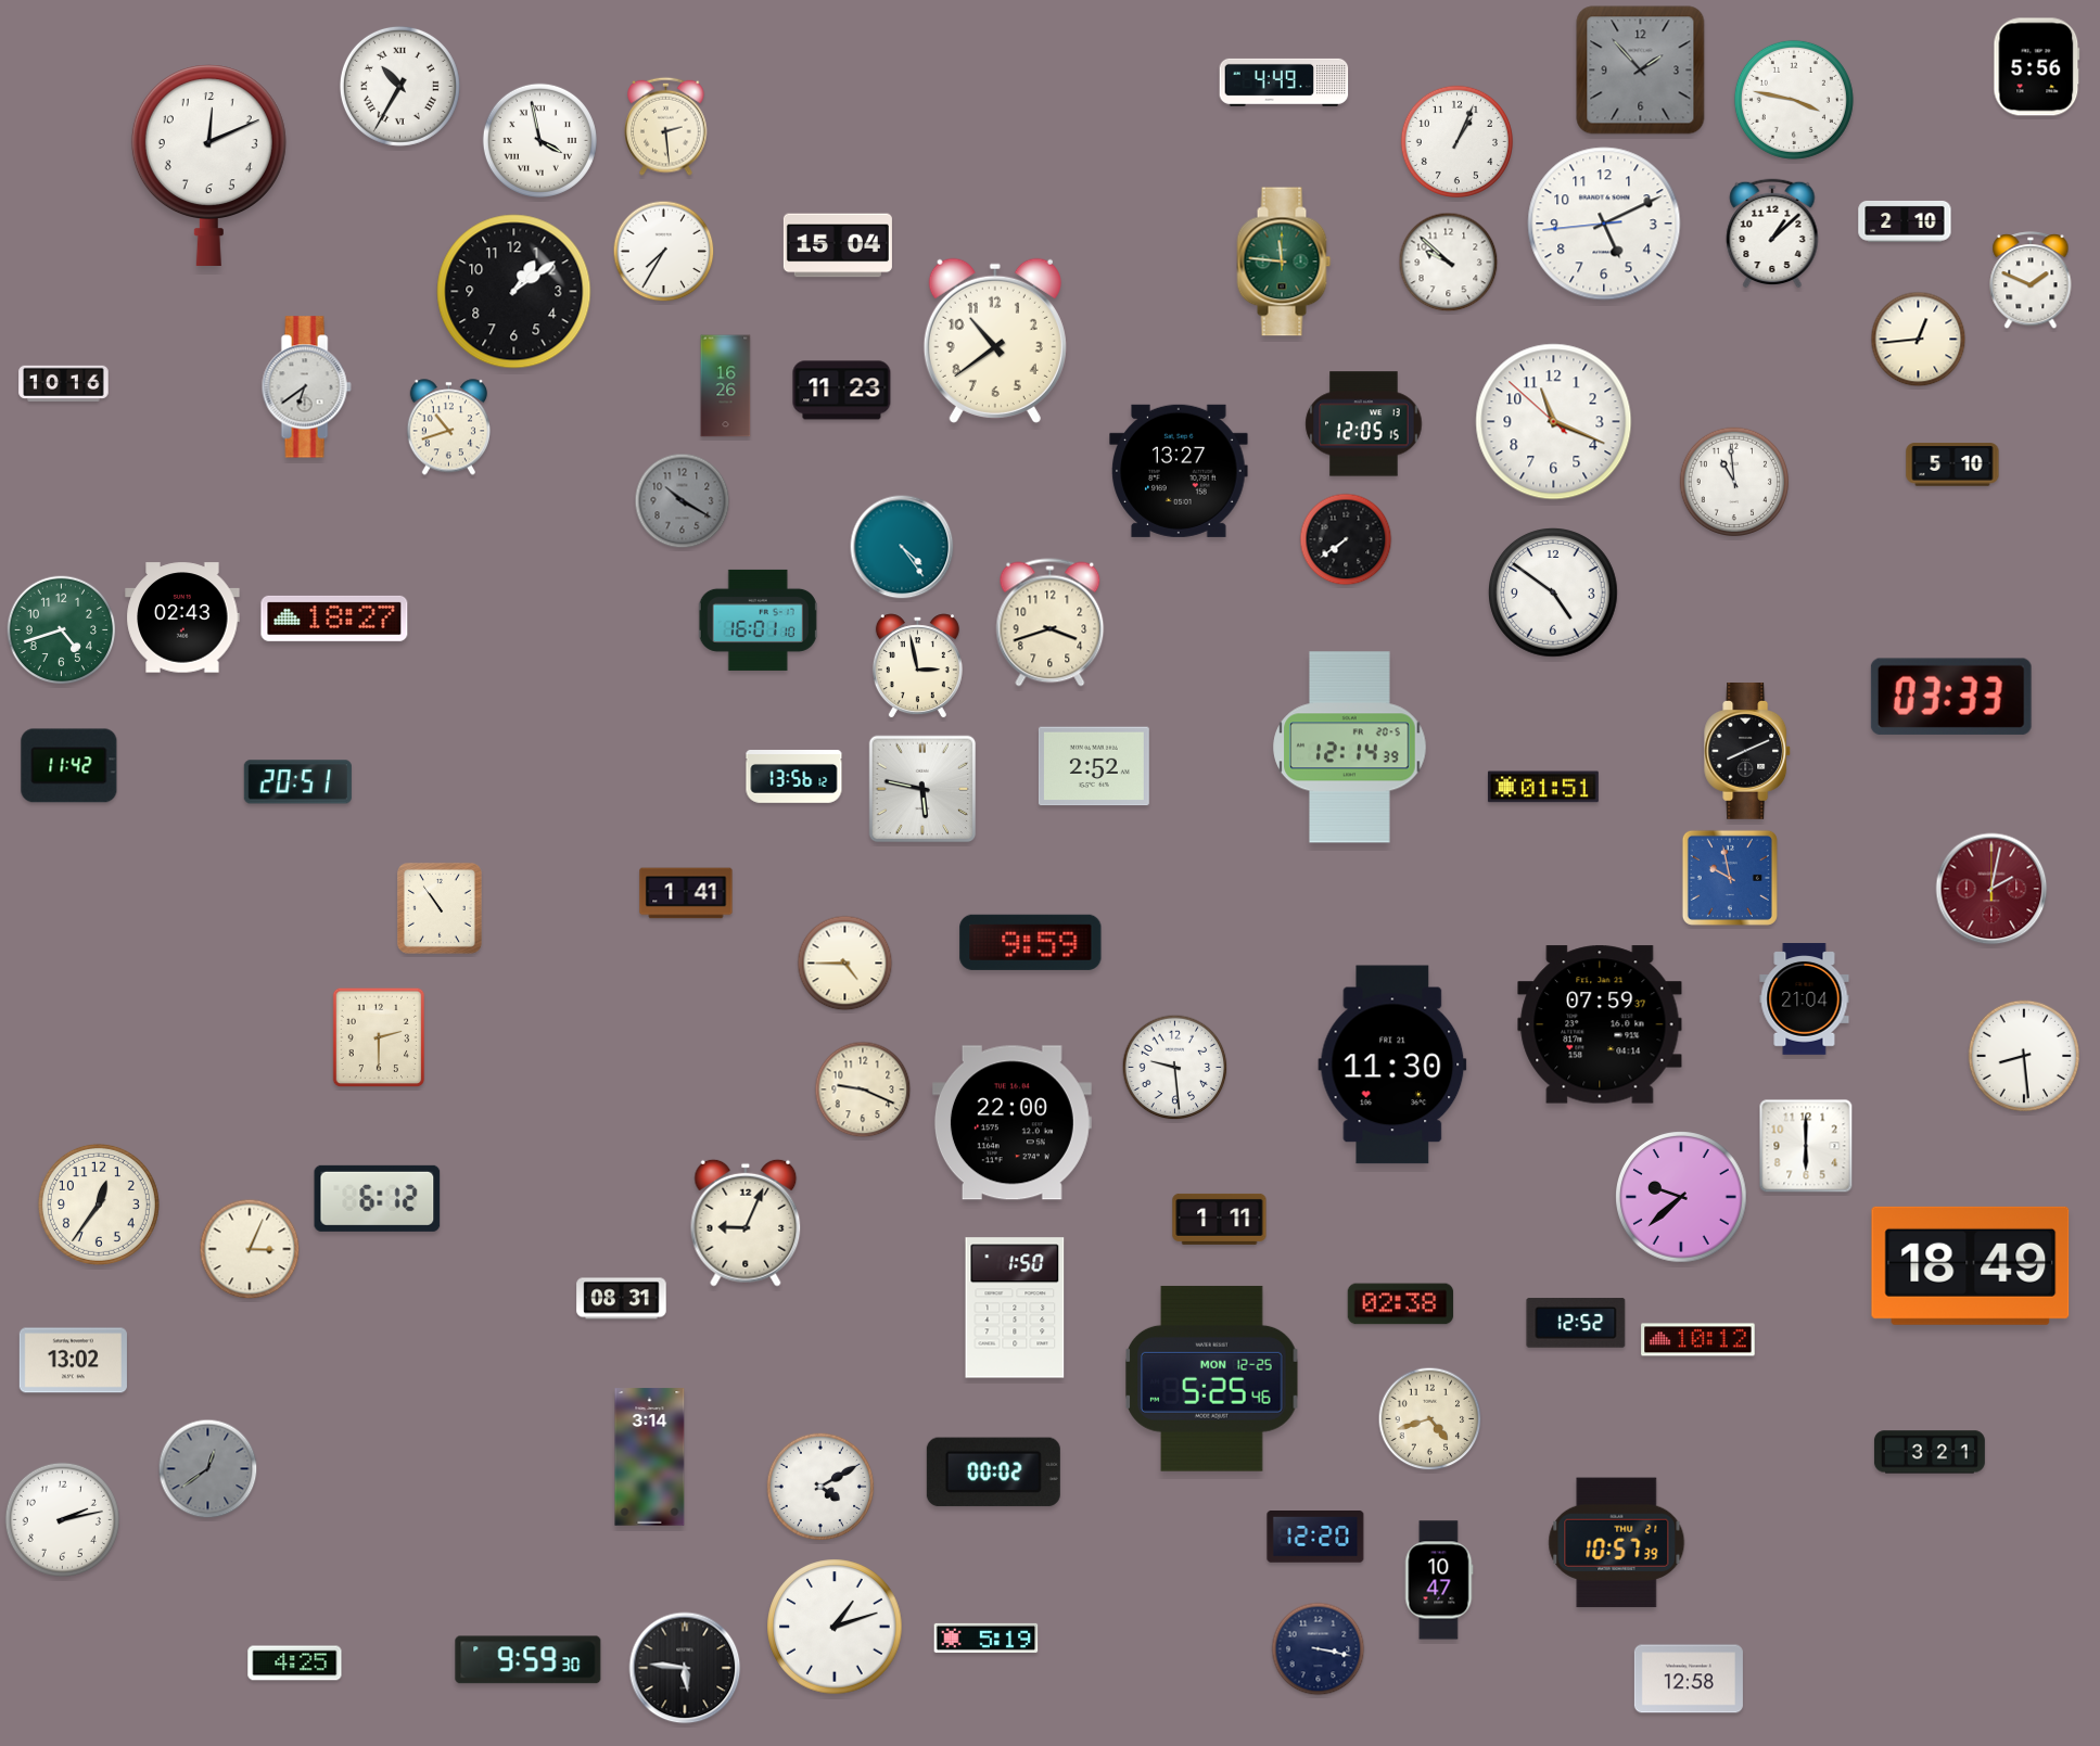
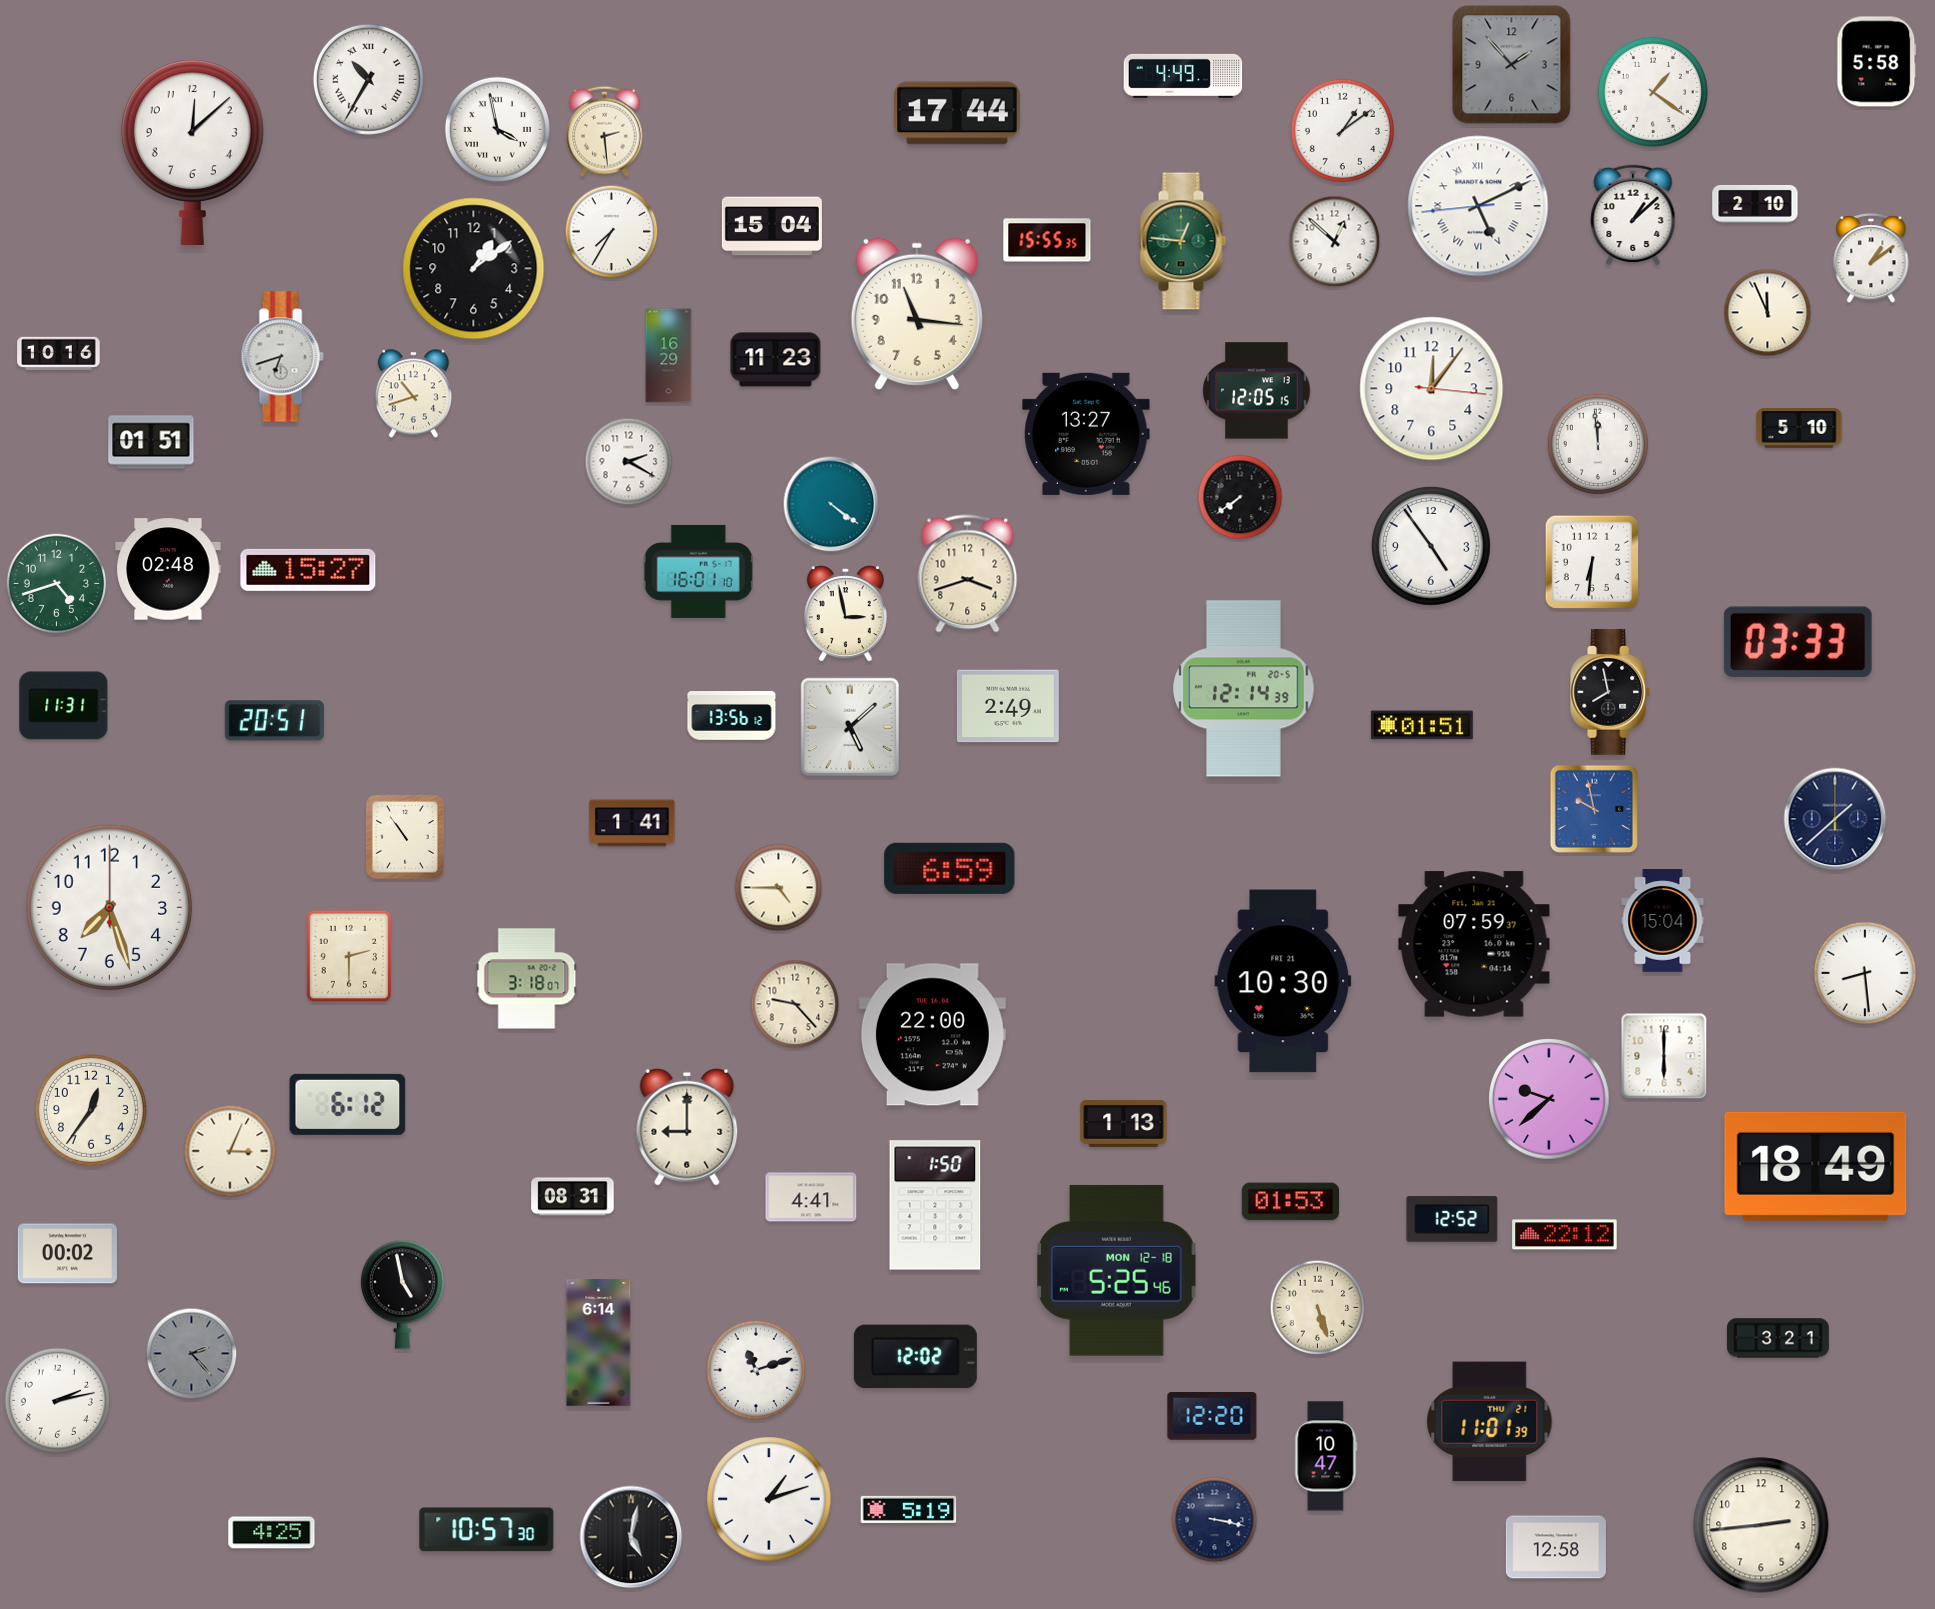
clock at (2037, 67): 5:56 -> 5:58
clock at (1794, 100): 3:47 -> 1:21
clock at (958, 113): none -> 17:44
clock at (666, 126) position: (666, 126) -> (605, 131)
clock at (1456, 141): 1:04 -> 1:09
clock at (208, 165): 12:11 -> 12:08
clock at (1604, 224) numerals: Arabic -> Roman
clock at (1047, 240): none -> 15:55
clock at (1284, 262): 11:46 -> 12:46
clock at (1449, 263): 9:52 -> 12:52
clock at (2031, 281): 1:49 -> 1:09
clock at (1919, 340): 12:44 -> 11:56
clock at (995, 341): 10:39 -> 11:16
clock at (726, 386): 16:26 -> 16:29
clock at (306, 387): 6:39 -> 6:42
clock at (1554, 422): 11:18 -> 12:06
clock at (151, 442): none -> 01:51
clock at (1734, 482): 10:59 -> 11:59
clock at (683, 501): 10:20 -> 2:20
clock at (683, 501) dial: grey -> white
clock at (902, 547): 4:24 -> 4:21
clock at (1554, 594): 4:51 -> 4:54
clock at (1591, 561): none -> 6:31
clock at (182, 617): 02:43 -> 02:48
clock at (334, 619): 18:27 -> 15:27
clock at (62, 630) position: (62, 630) -> (57, 584)
clock at (1748, 752): 8:11 -> 7:58
clock at (69, 766): 11:42 -> 11:31
clock at (1094, 766): 2:52 -> 2:49
clock at (922, 789): 5:47 -> 5:08
clock at (1991, 889): 2:02 -> 1:38
clock at (1991, 889) dial: burgundy -> navy
clock at (1031, 942): 9:59 -> 6:59
clock at (110, 908): none -> 7:27
clock at (1805, 999): 21:04 -> 15:04
clock at (527, 979): none -> 3:18
clock at (1392, 1065): 11:30 -> 10:30
clock at (1175, 1068): 9:29 -> none
clock at (863, 1089): 9:19 -> 9:23
clock at (1681, 1197) position: (1681, 1197) -> (1549, 1099)
clock at (1220, 1219): 1:11 -> 1:13
clock at (746, 1223): 9:04 -> 9:00
clock at (811, 1197): none -> 4:41
clock at (1401, 1304): 02:38 -> 01:53
clock at (1698, 1340): 10:12 -> 22:12
clock at (73, 1361): 13:02 -> 00:02
clock at (1212, 1378) date: MON 12-25 -> MON 12-18
clock at (402, 1294): none -> 4:58
clock at (1430, 1419): 4:42 -> 5:27
clock at (650, 1457): 3:14 -> 6:14
clock at (208, 1469): 12:39 -> 2:23
clock at (993, 1473): 00:02 -> 12:02
clock at (820, 1487): 4:10 -> 11:12
clock at (1617, 1543): 10:57 -> 11:01
clock at (1761, 1525): none -> 2:44
clock at (529, 1660): 9:59 -> 10:57
clock at (685, 1668): 5:46 -> 5:02
